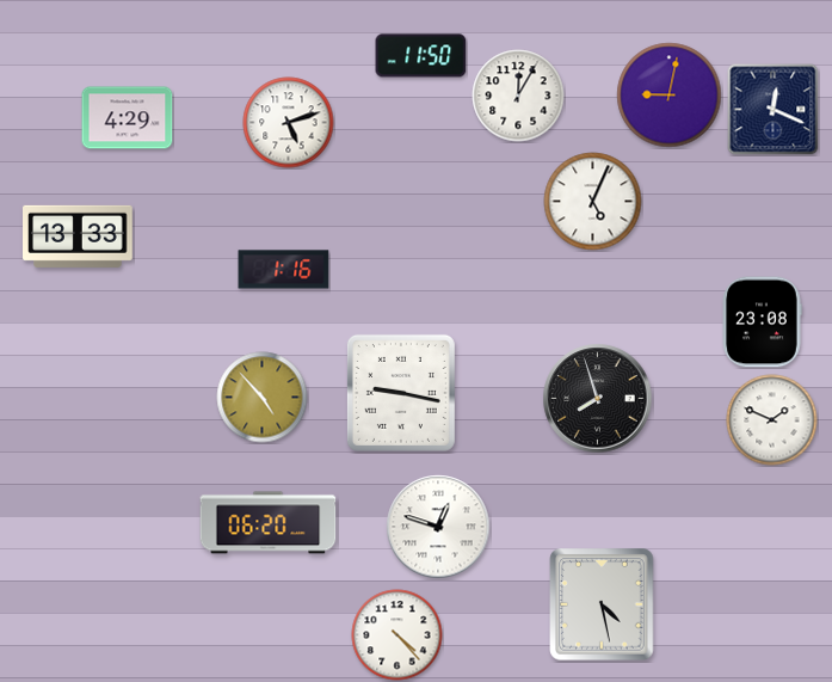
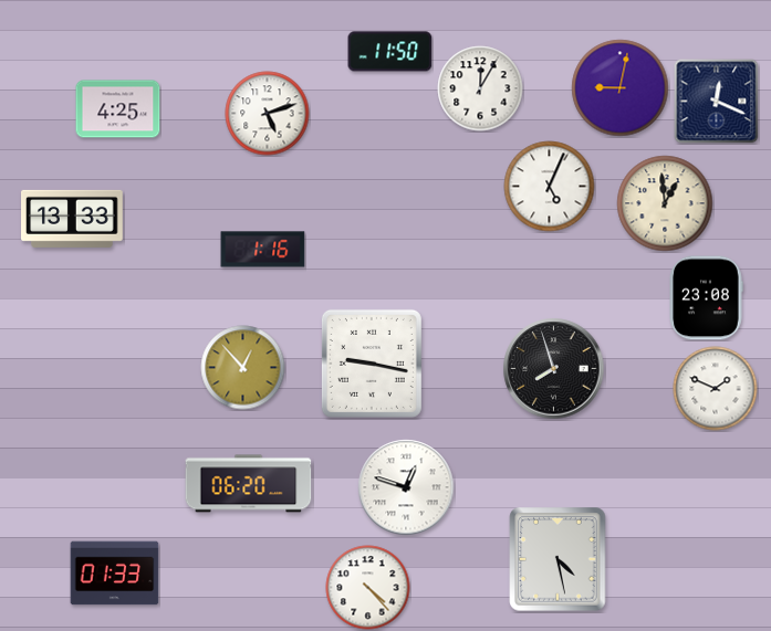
clock at (128, 118): 4:29 -> 4:25
clock at (665, 203): none -> 12:59
clock at (263, 398): 4:53 -> 12:53
clock at (115, 574): none -> 01:33
